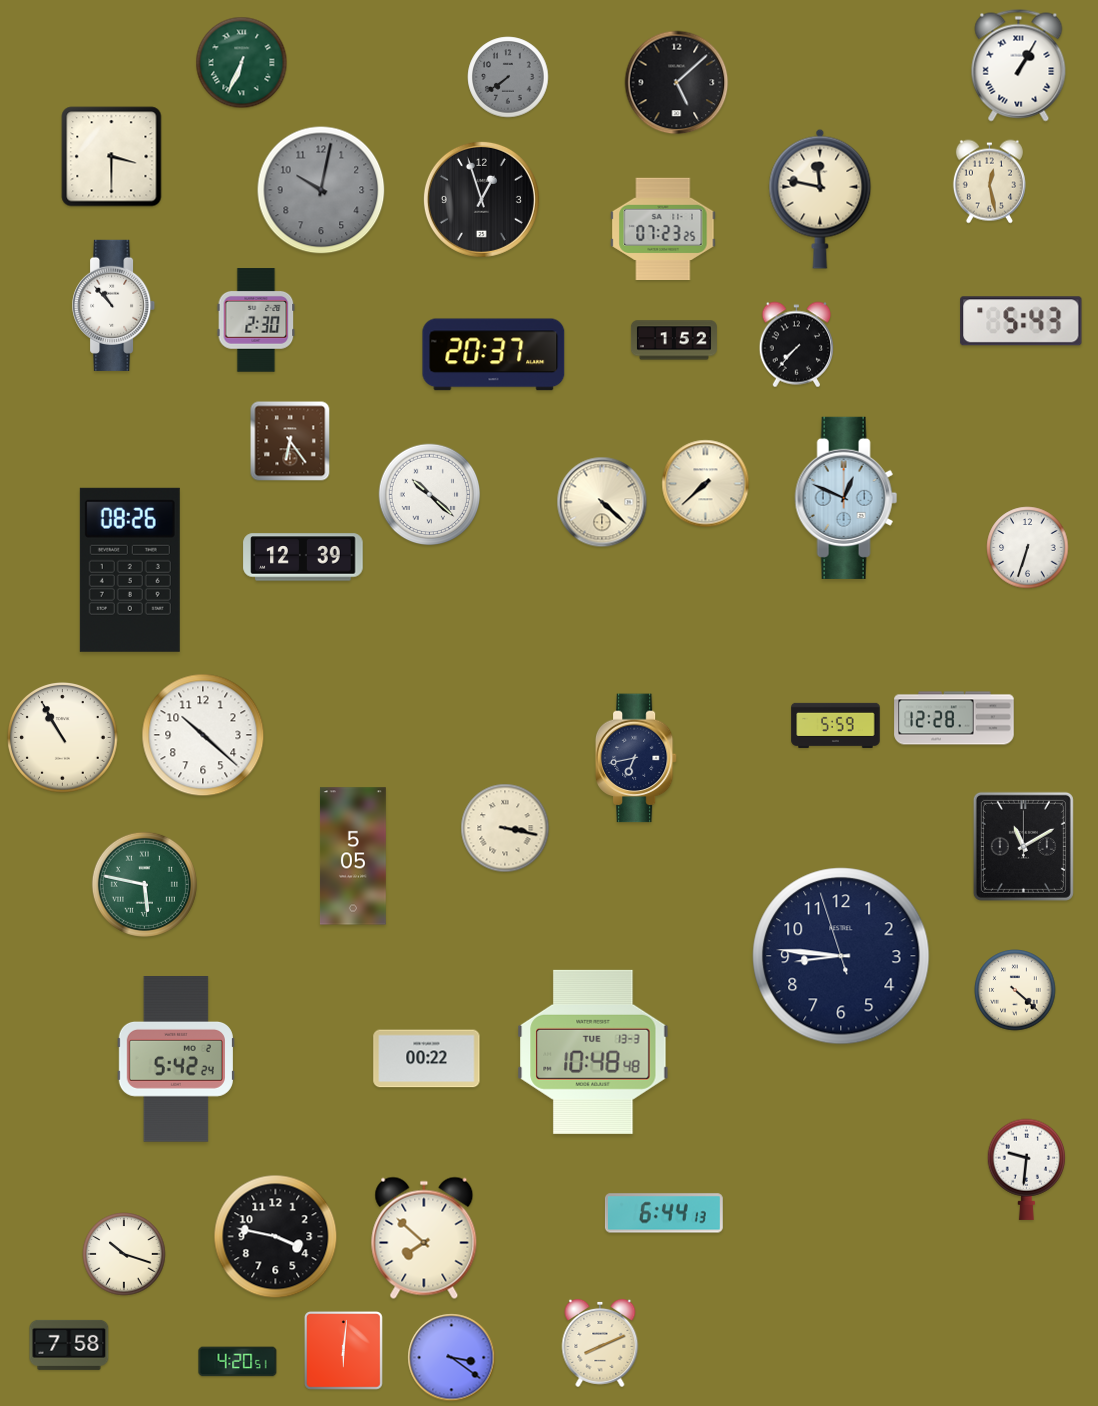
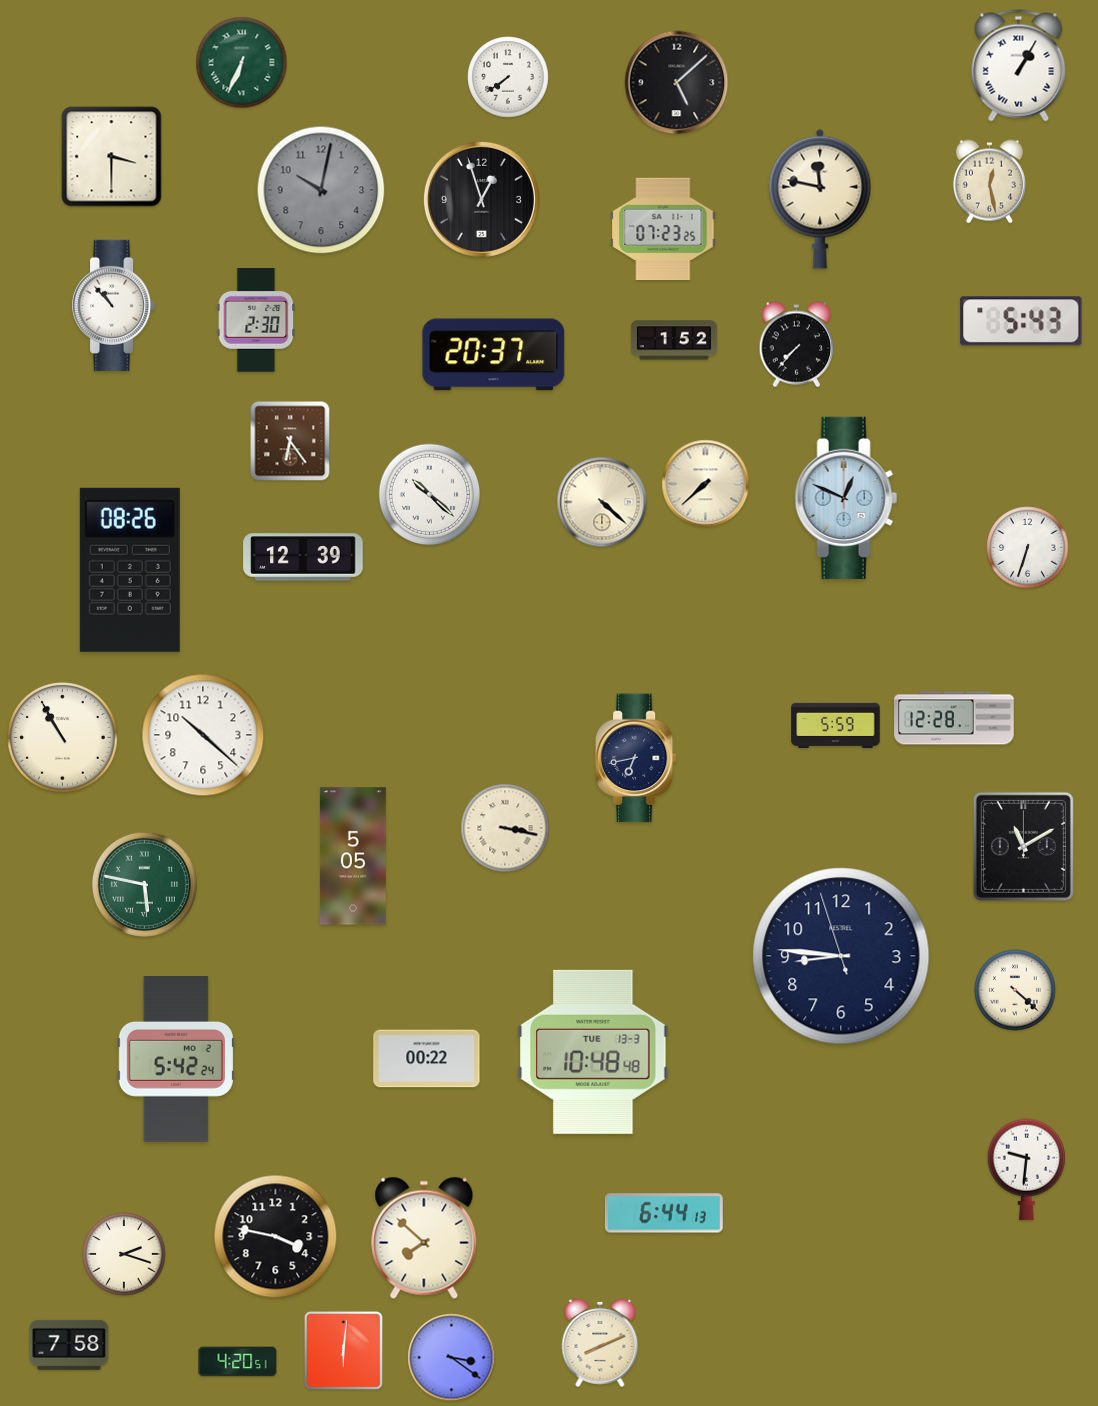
clock at (508, 77) dial: grey -> white
clock at (124, 1254): 10:18 -> 2:18
